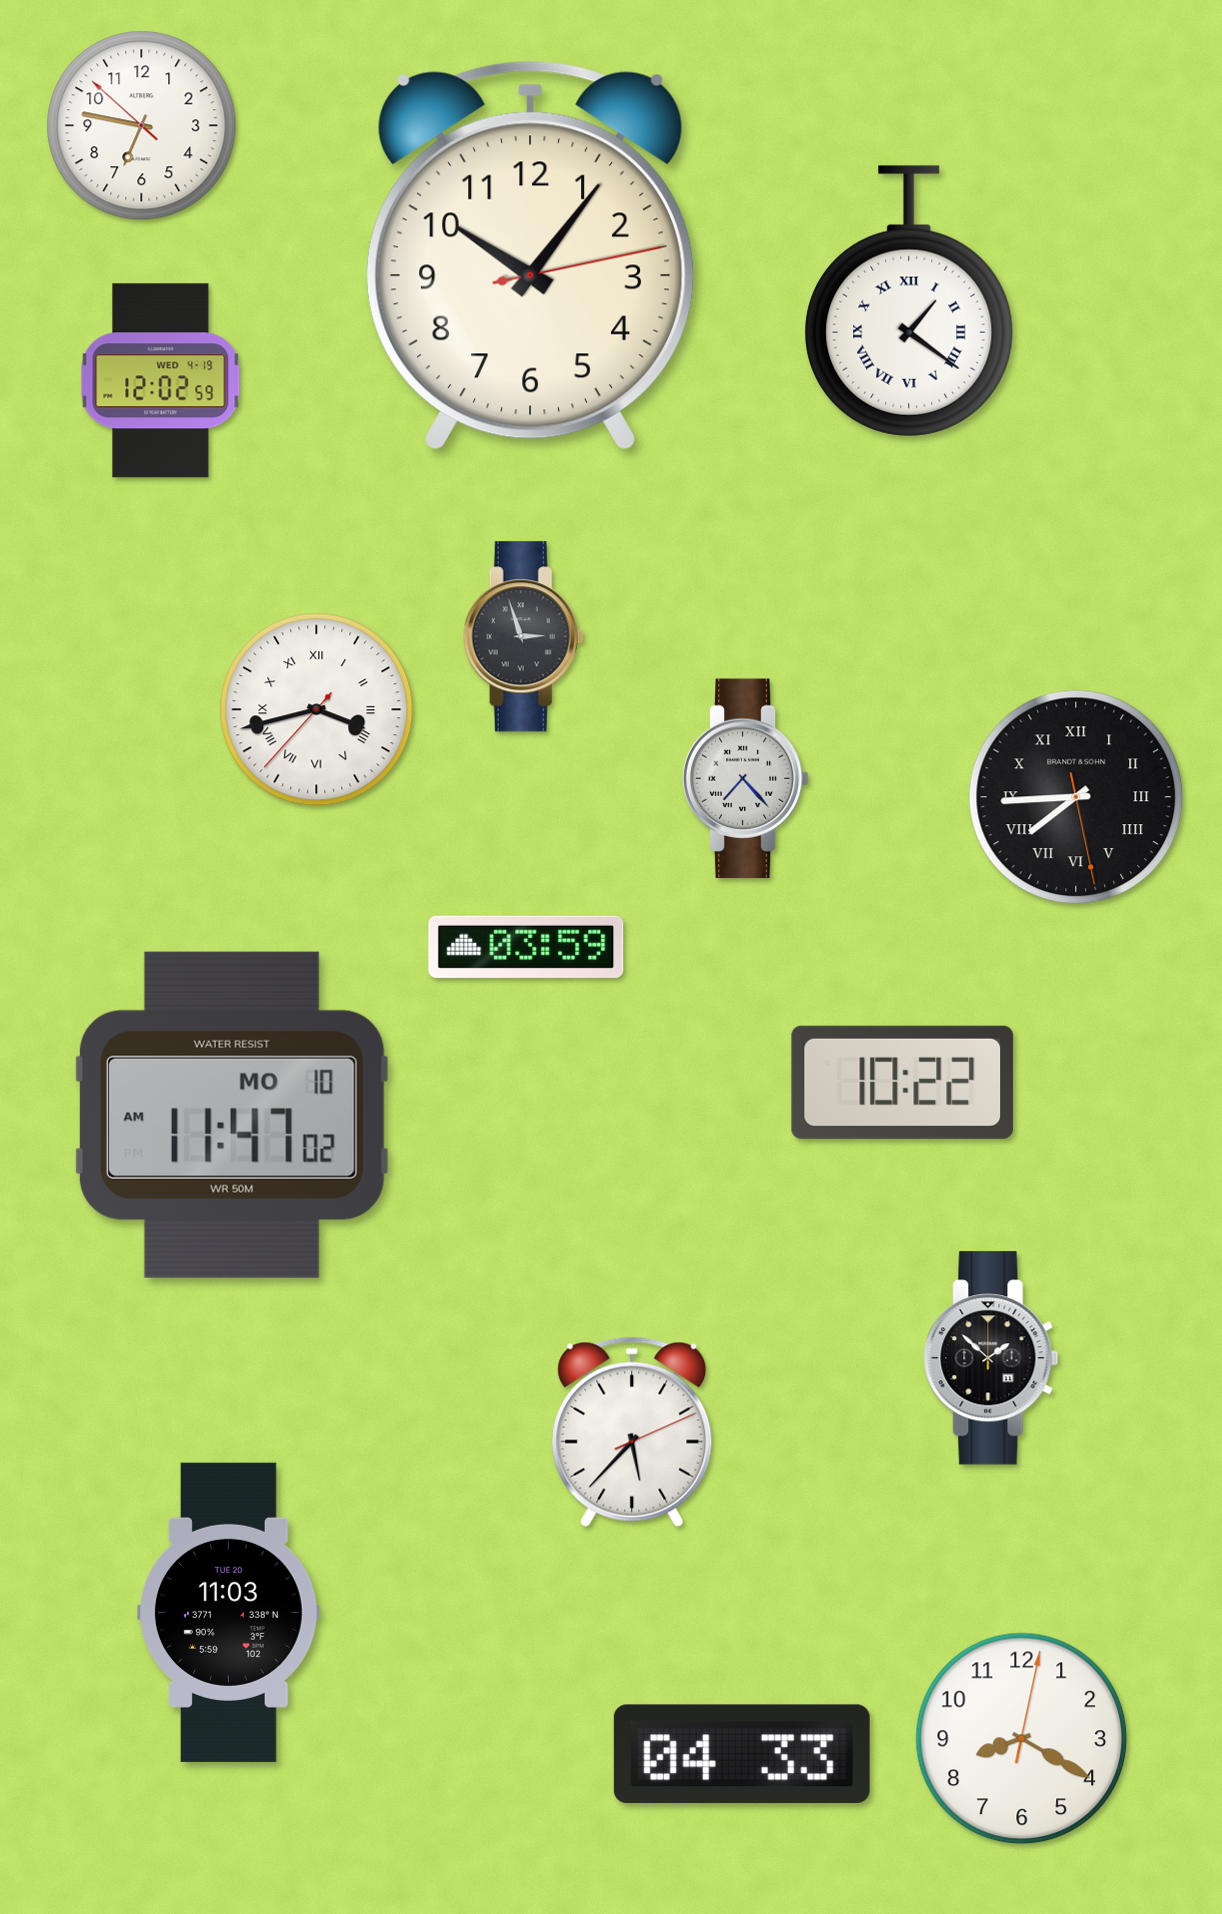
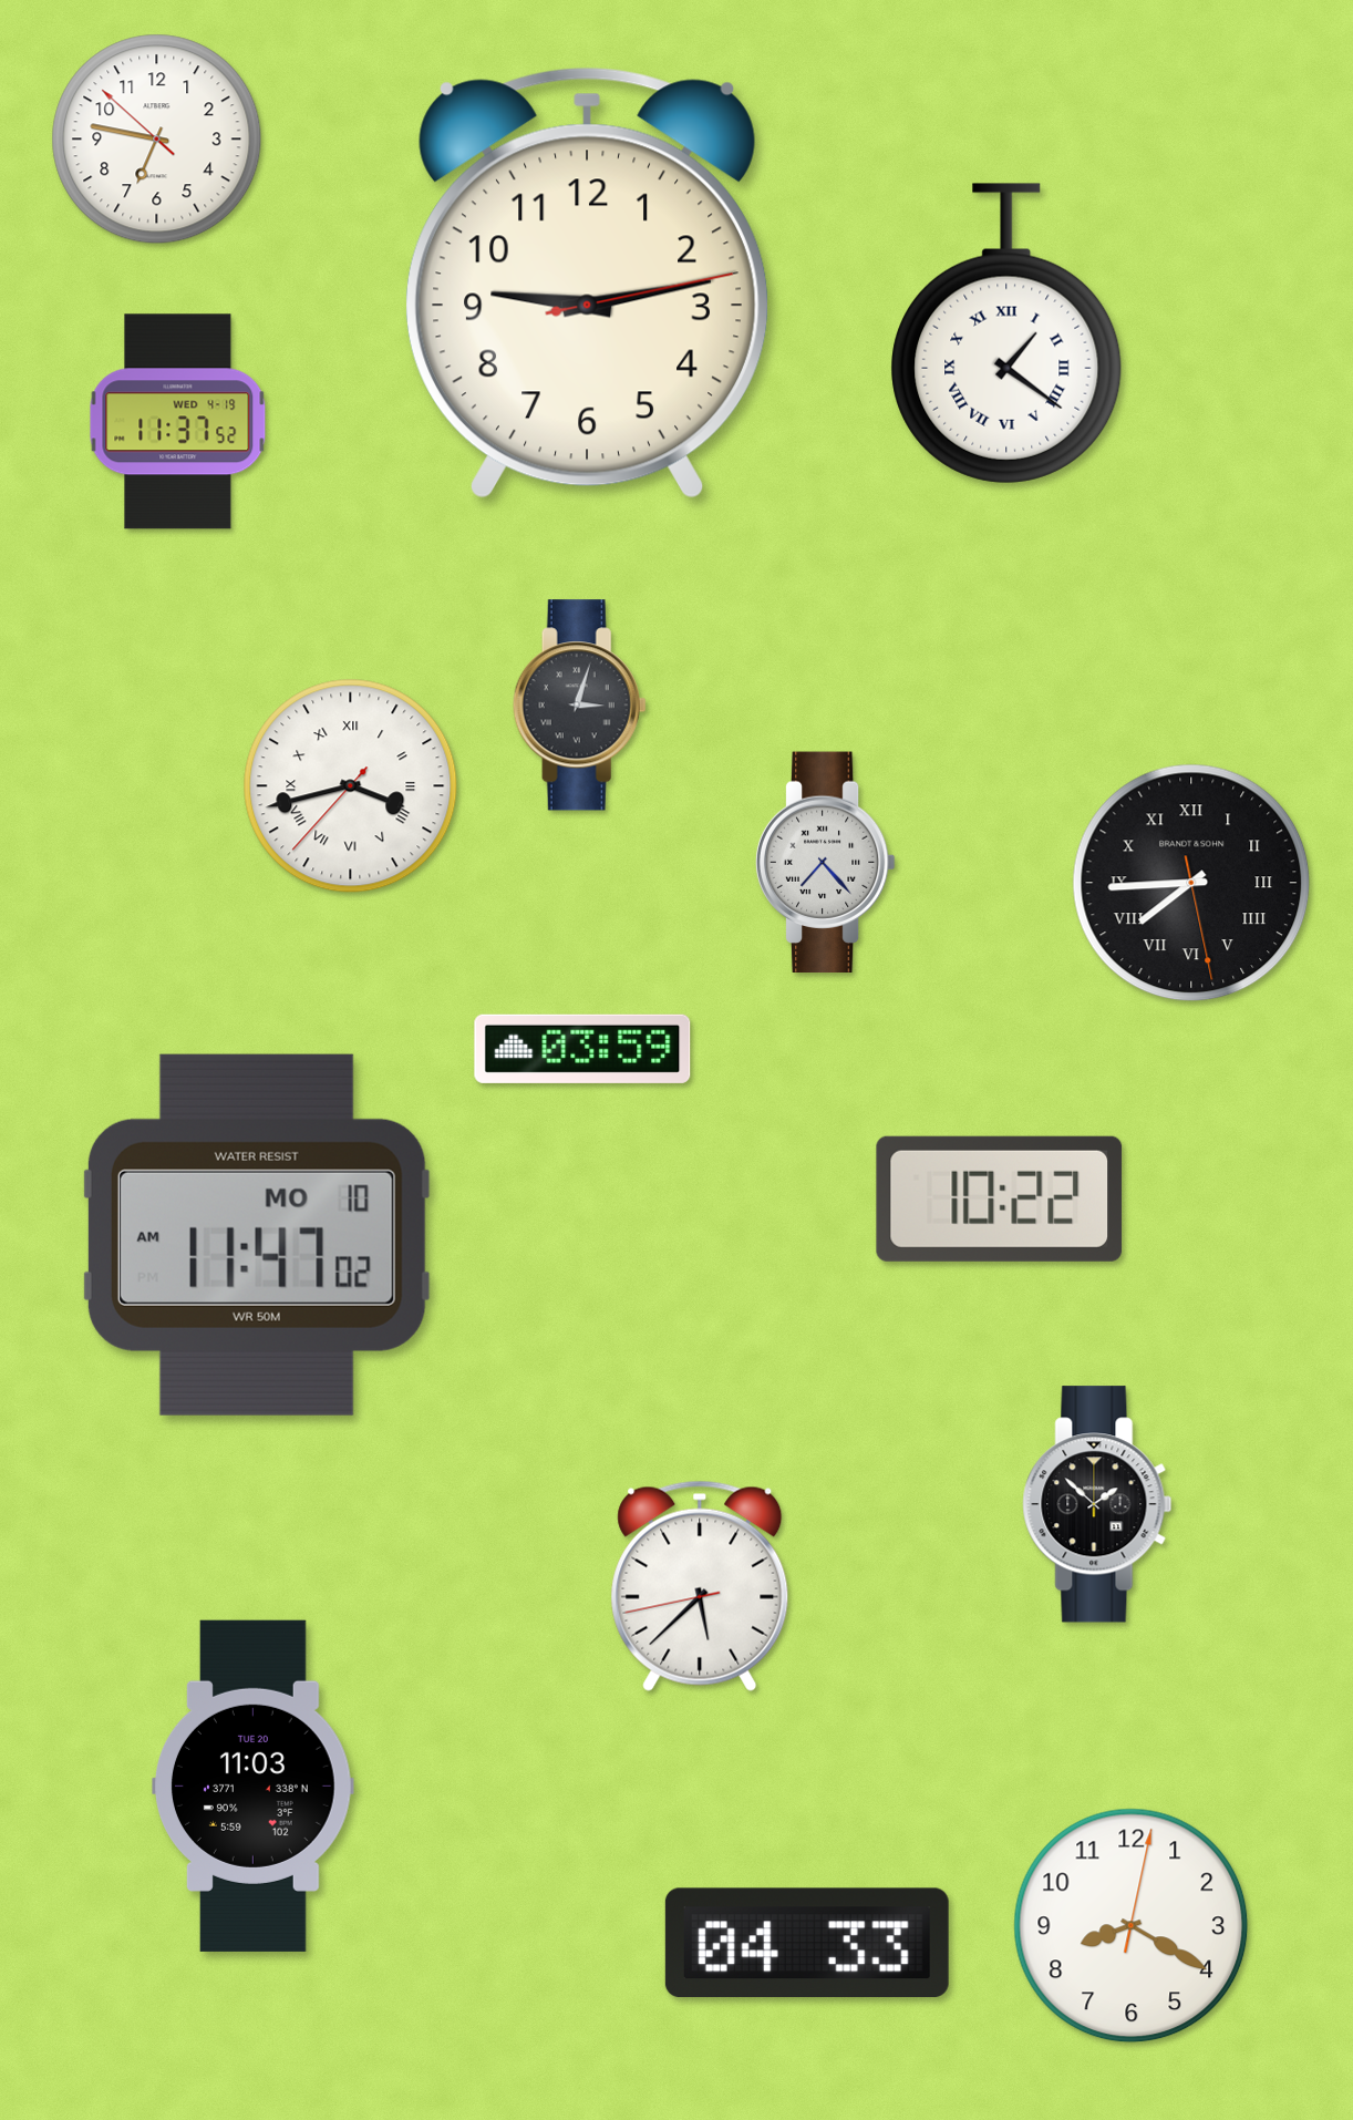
clock at (530, 255): 10:06 -> 9:13
clock at (161, 381): 12:02 -> 11:37
clock at (523, 637): 2:57 -> 3:03
clock at (632, 1432): 5:37:11 -> 5:37:43
clock at (742, 1754) position: (742, 1754) -> (807, 1943)
